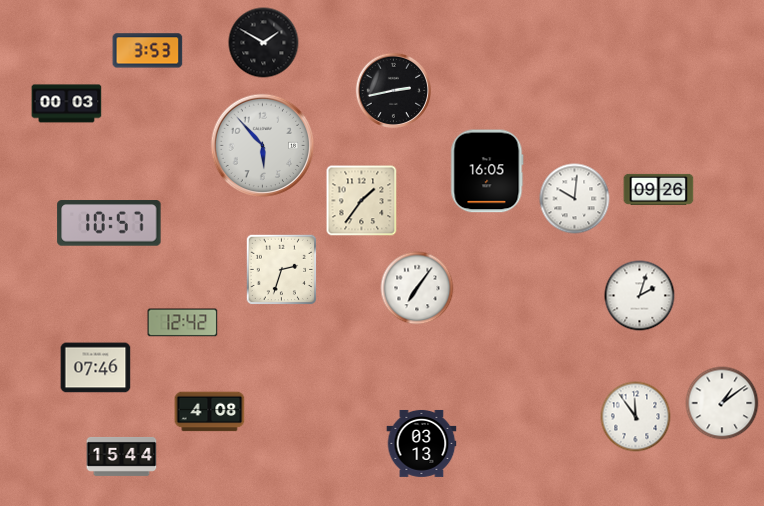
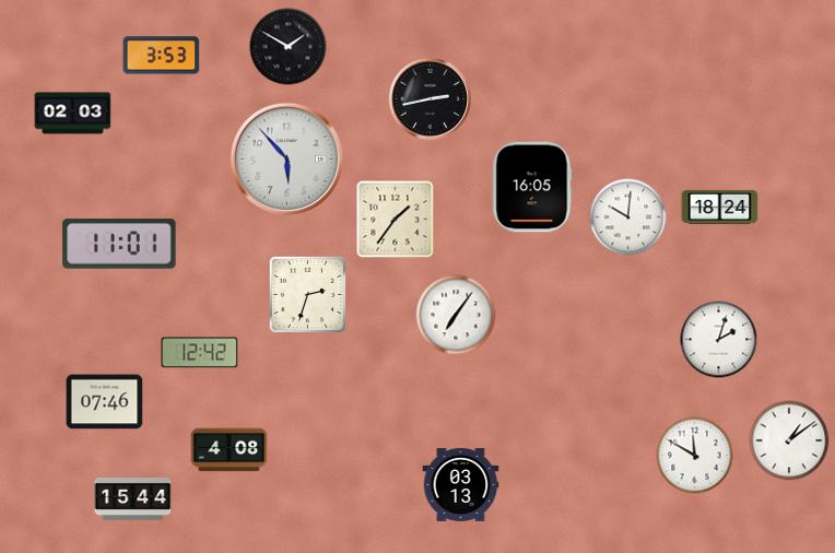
clock at (67, 104): 00:03 -> 02:03
clock at (659, 189): 09:26 -> 18:24
clock at (109, 223): 10:57 -> 11:01
clock at (640, 296) position: (640, 296) -> (719, 340)
clock at (636, 417): 11:54 -> 11:50
